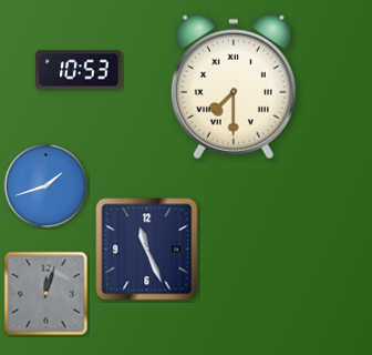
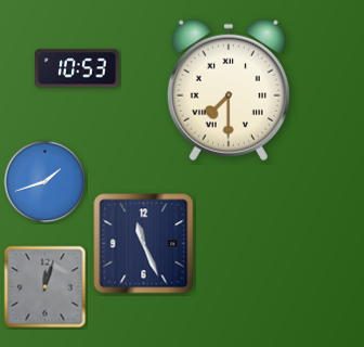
clock at (234, 87) position: (234, 87) -> (229, 90)
